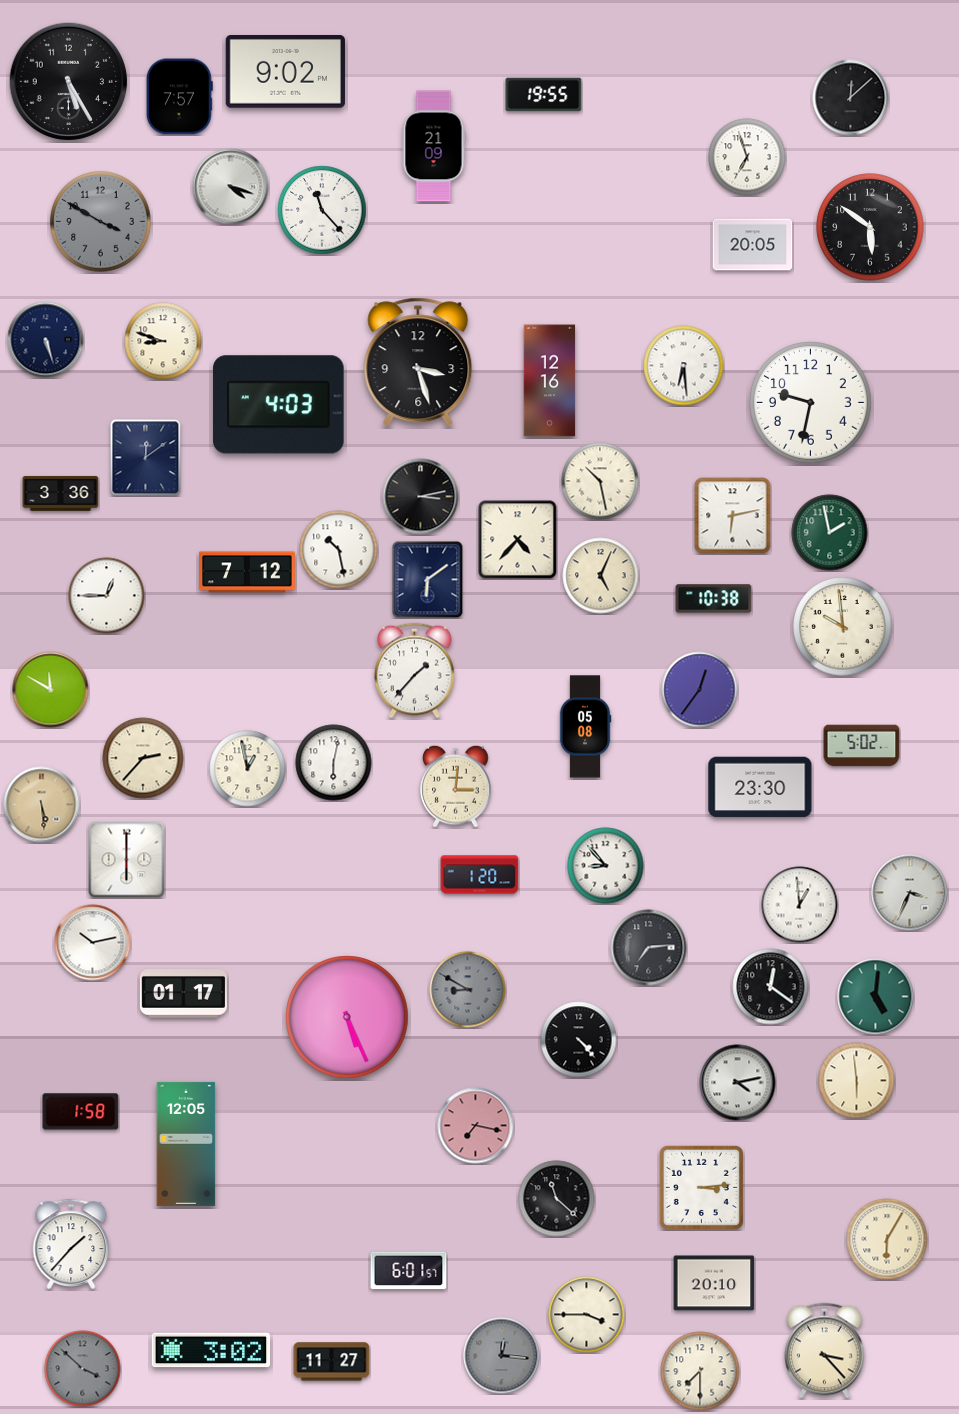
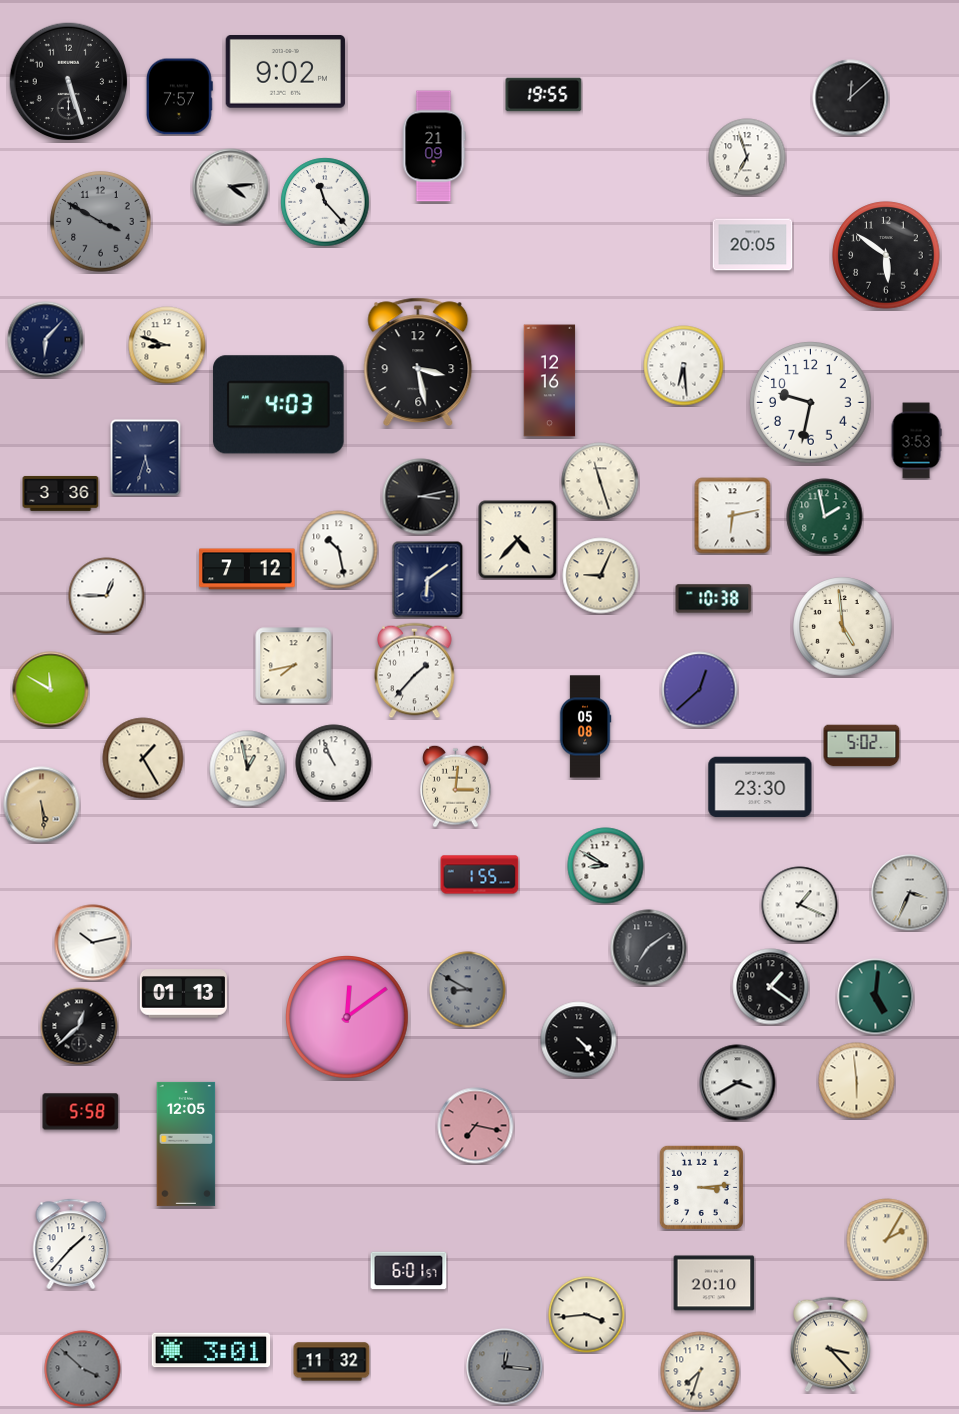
clock at (69, 82): 5:25 -> 5:27
clock at (231, 187): 4:18 -> 4:14
clock at (322, 210) position: (322, 210) -> (325, 202)
clock at (870, 227) position: (870, 227) -> (886, 255)
clock at (46, 340): 5:27 -> 6:07
clock at (163, 341) position: (163, 341) -> (167, 345)
clock at (418, 362): 3:27 -> 3:28
clock at (916, 441): none -> 3:53
clock at (146, 458): 12:09 -> 5:33
clock at (600, 481): 10:28 -> 11:27
clock at (830, 533) position: (830, 533) -> (825, 517)
clock at (247, 572) position: (247, 572) -> (247, 569)
clock at (601, 576): 5:04 -> 9:04
clock at (843, 627): 9:59 -> 4:59
clock at (294, 666): none -> 7:43
clock at (700, 690): 12:36 -> 12:38
clock at (143, 758): 2:37 -> 1:25
clock at (334, 763): 6:02 -> 10:56
clock at (127, 860): 6:00 -> none
clock at (606, 866): 8:53 -> 8:50
clock at (480, 875): 1:20 -> 1:55
clock at (800, 905): 12:59 -> 1:19
clock at (649, 948): 7:14 -> 7:09
clock at (771, 987): 12:21 -> 1:21
clock at (183, 994): 01:17 -> 01:13
clock at (347, 1017): 5:26 -> 12:09
clock at (79, 1026): none -> 12:38
clock at (738, 1083): 4:13 -> 3:40
clock at (81, 1112): 1:58 -> 5:58
clock at (557, 1199): 11:22 -> none
clock at (887, 1239): 6:05 -> 2:05
clock at (587, 1315): 3:45 -> 3:44
clock at (211, 1350): 3:02 -> 3:01
clock at (825, 1351) position: (825, 1351) -> (831, 1345)
clock at (502, 1356) position: (502, 1356) -> (505, 1367)
clock at (332, 1362): 11:27 -> 11:32
clock at (700, 1371): 7:30 -> 7:33
